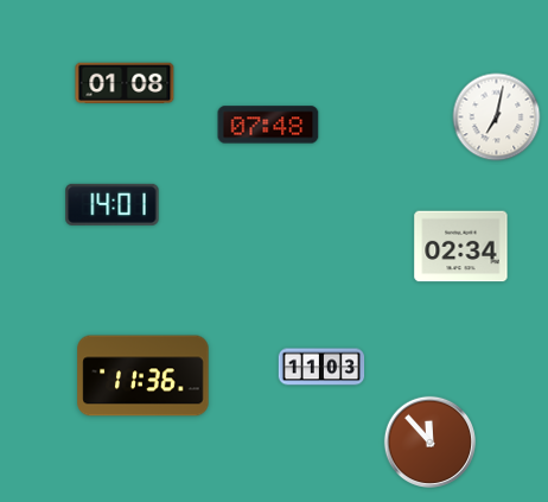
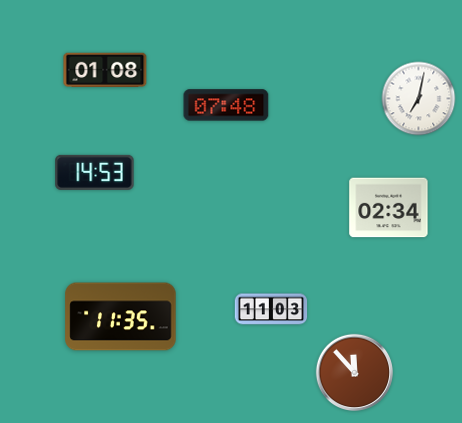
clock at (113, 204): 14:01 -> 14:53
clock at (144, 376): 11:36 -> 11:35
clock at (429, 441) position: (429, 441) -> (354, 372)
